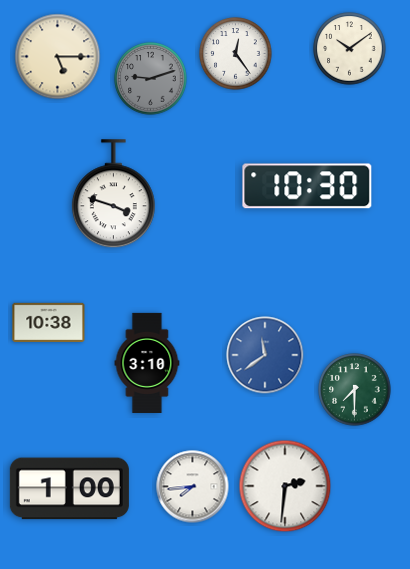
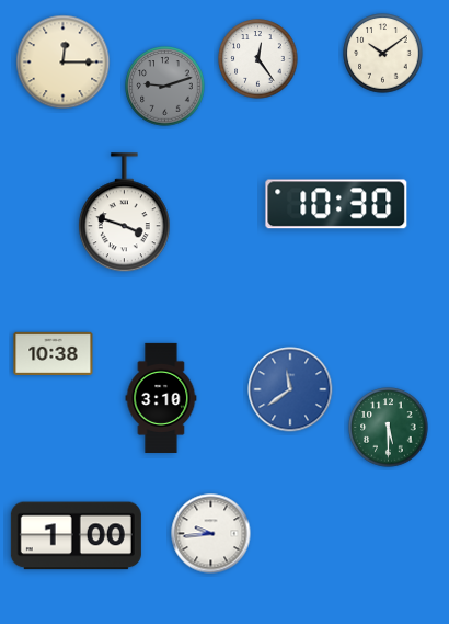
clock at (58, 57): 5:15 -> 12:15
clock at (355, 390): 7:30 -> 5:30
clock at (285, 486): 2:31 -> none
clock at (193, 487): 7:44 -> 9:44
